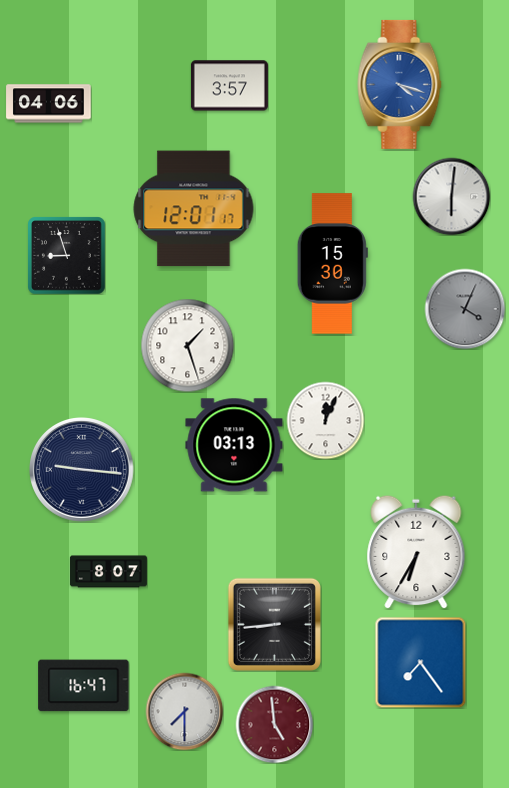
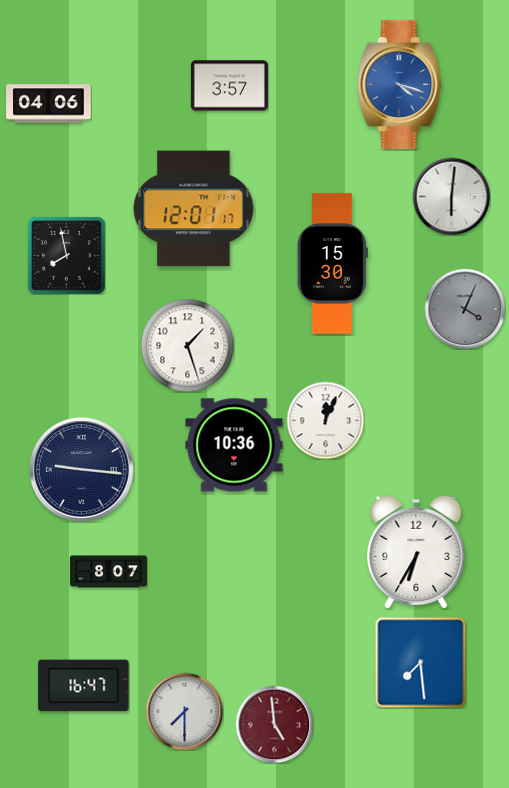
clock at (66, 255): 8:57 -> 7:58
clock at (234, 445): 03:13 -> 10:36
clock at (274, 624): 8:44 -> none
clock at (420, 662): 7:24 -> 7:29
